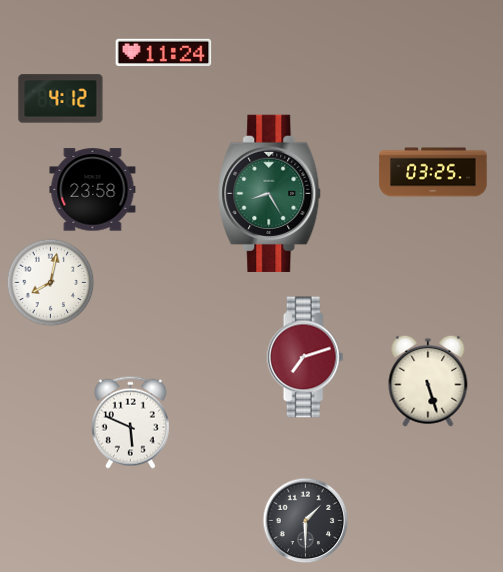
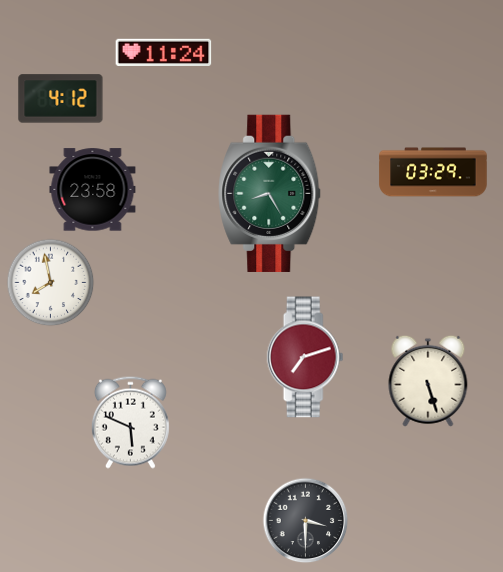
clock at (433, 172): 03:25 -> 03:29
clock at (51, 283): 8:02 -> 7:58
clock at (306, 521): 1:30 -> 3:30
